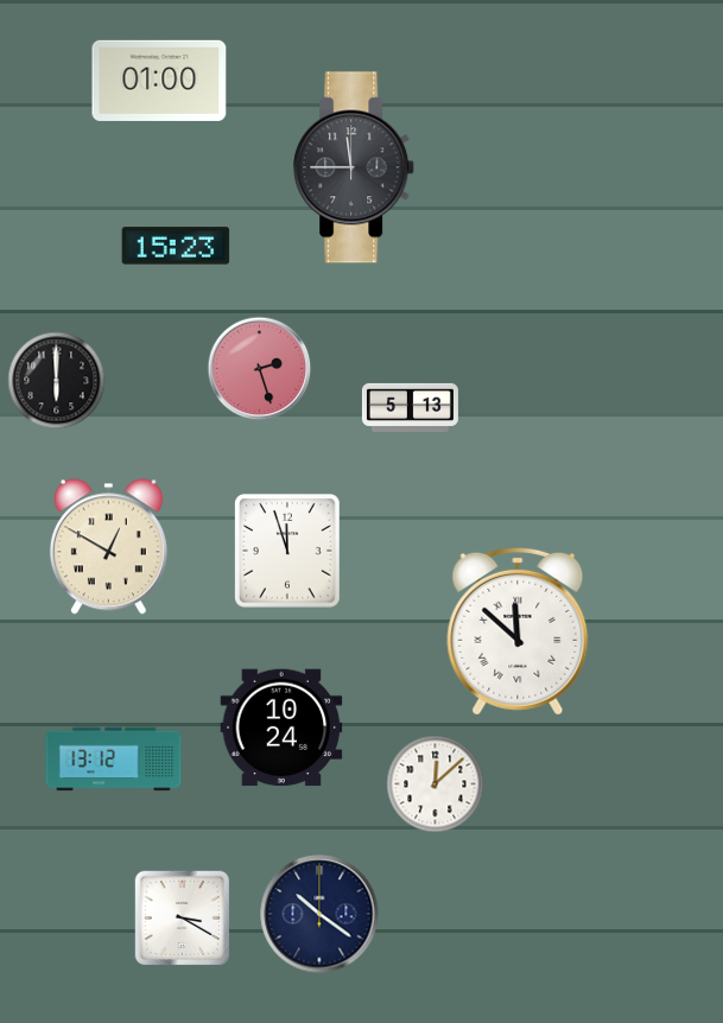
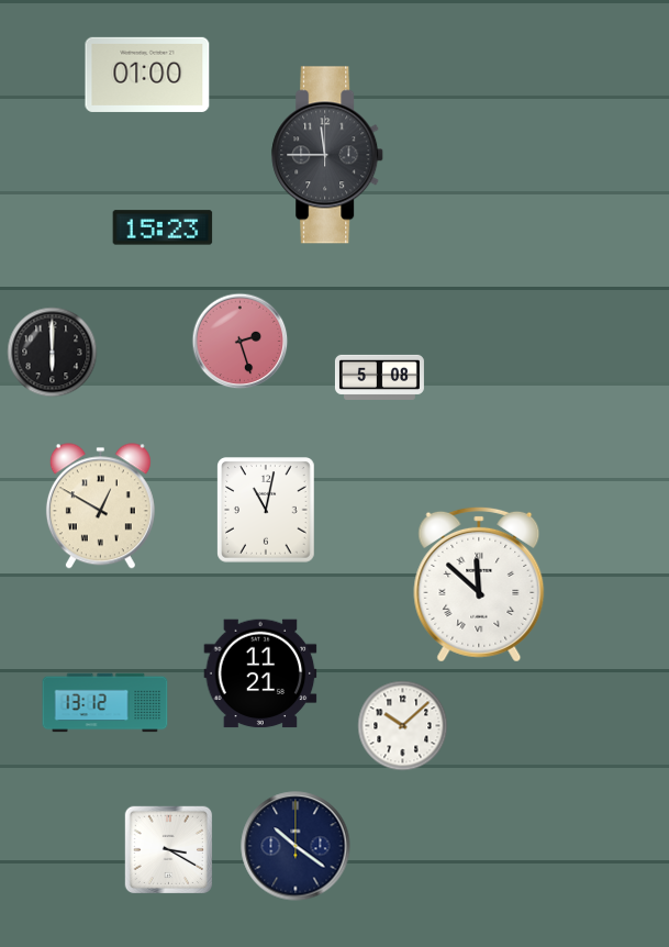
clock at (410, 407): 5:13 -> 5:08
clock at (288, 551): 11:57 -> 11:02
clock at (281, 727): 10:24 -> 11:21
clock at (436, 784): 12:08 -> 10:08
